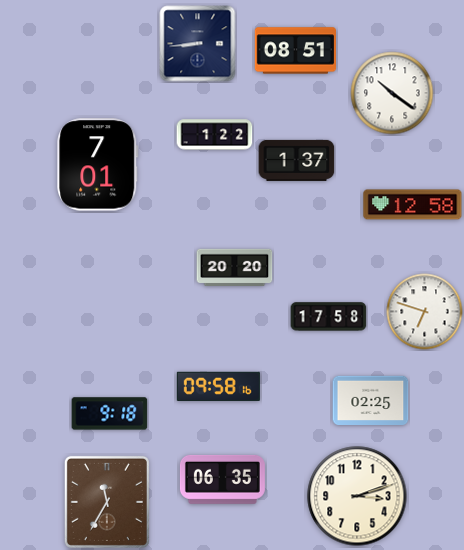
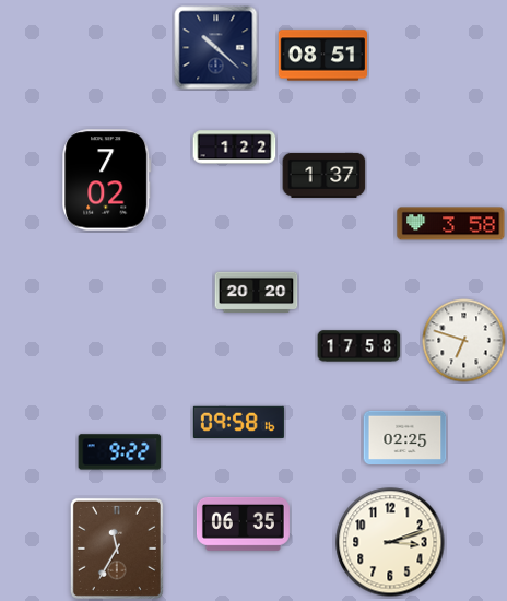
clock at (198, 44): 8:44 -> 10:22
clock at (392, 93): 10:21 -> none
clock at (98, 165): 7:01 -> 7:02
clock at (413, 205): 12:58 -> 3:58
clock at (110, 414): 9:18 -> 9:22
